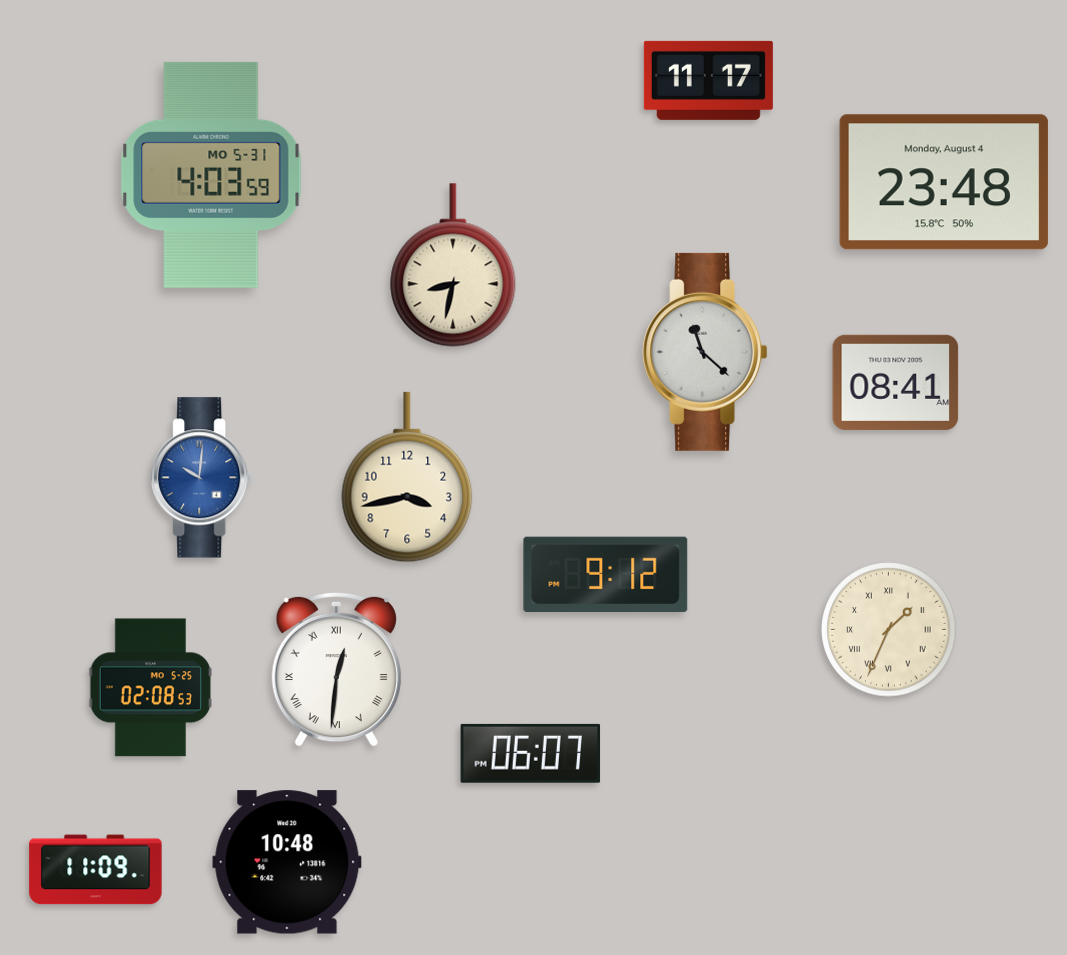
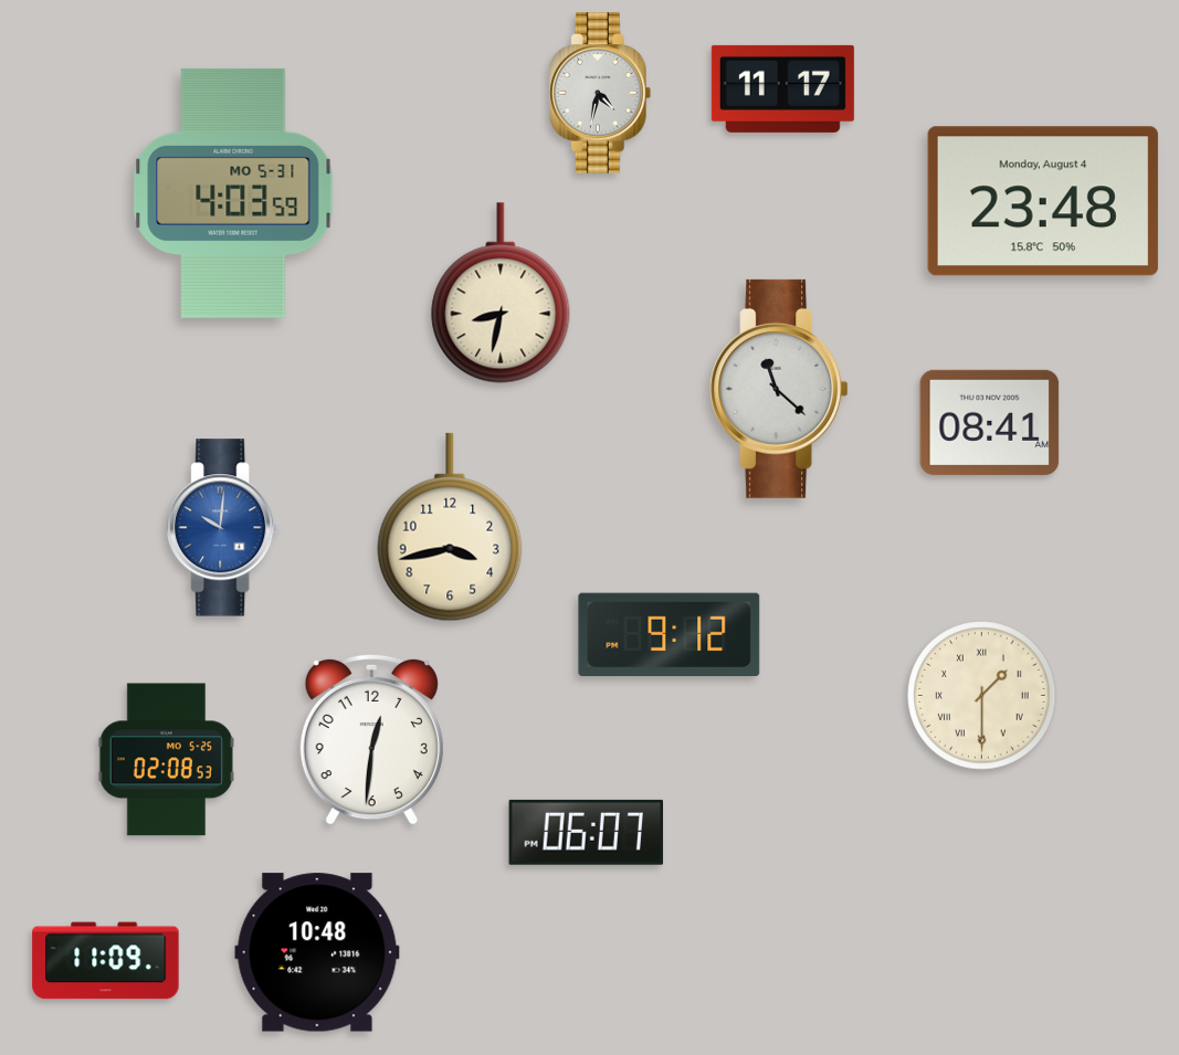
clock at (601, 93): none -> 4:32
clock at (889, 630): 1:34 -> 1:30
clock at (336, 669) numerals: Roman -> Arabic
